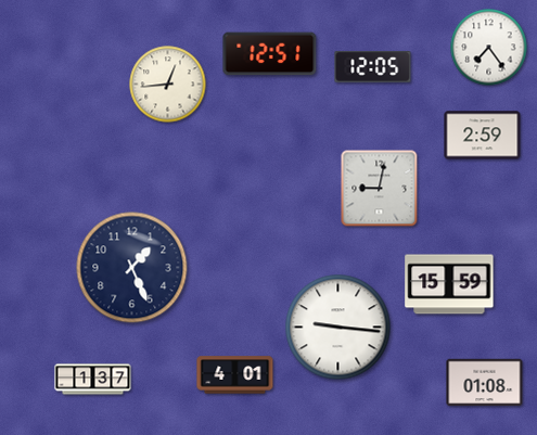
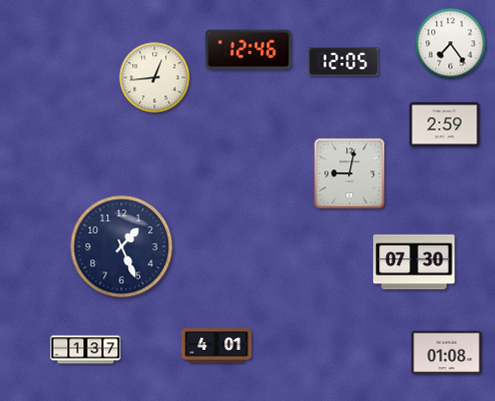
clock at (270, 54): 12:51 -> 12:46
clock at (449, 284): 15:59 -> 07:30
clock at (338, 328): 9:16 -> none
